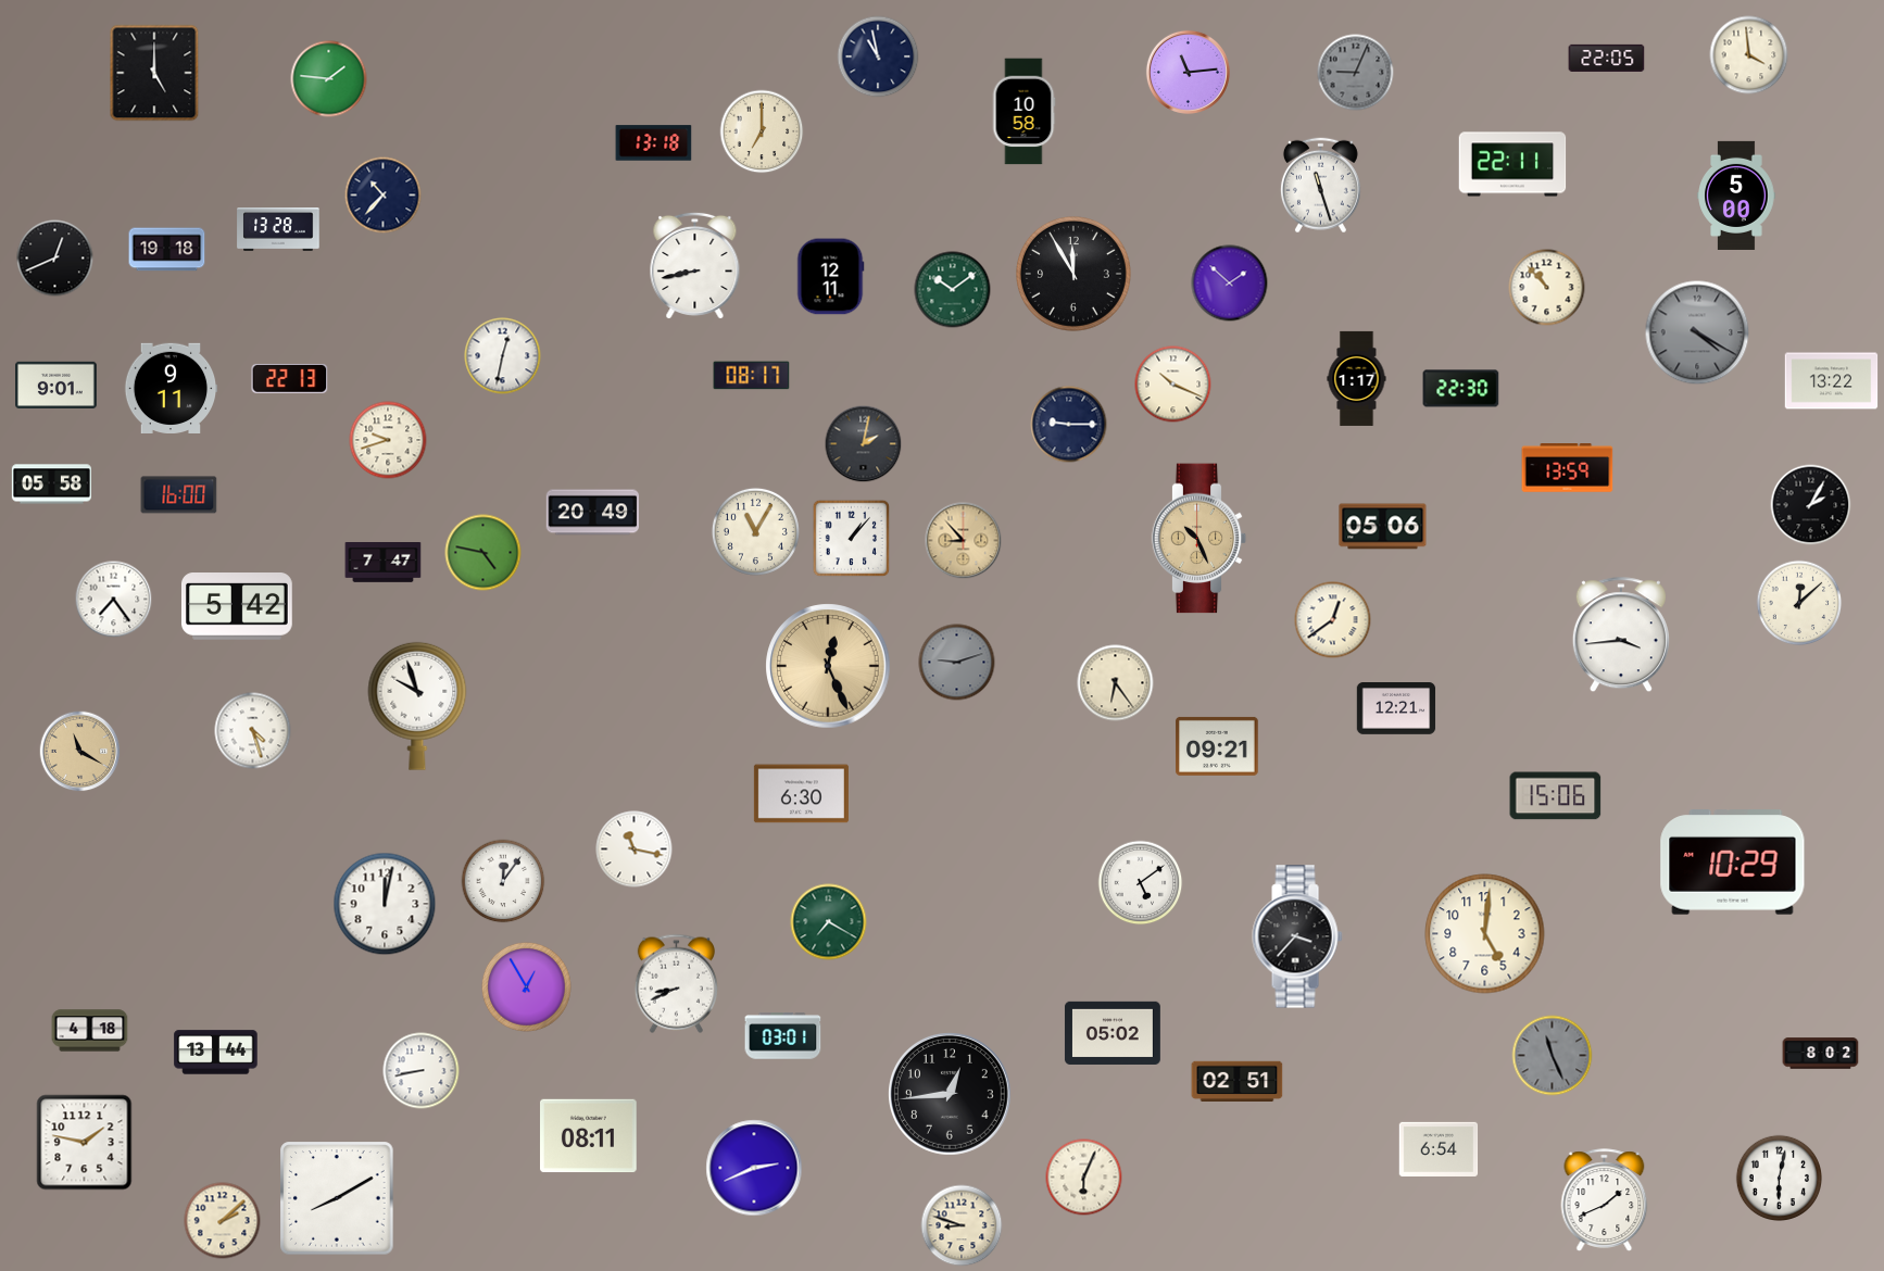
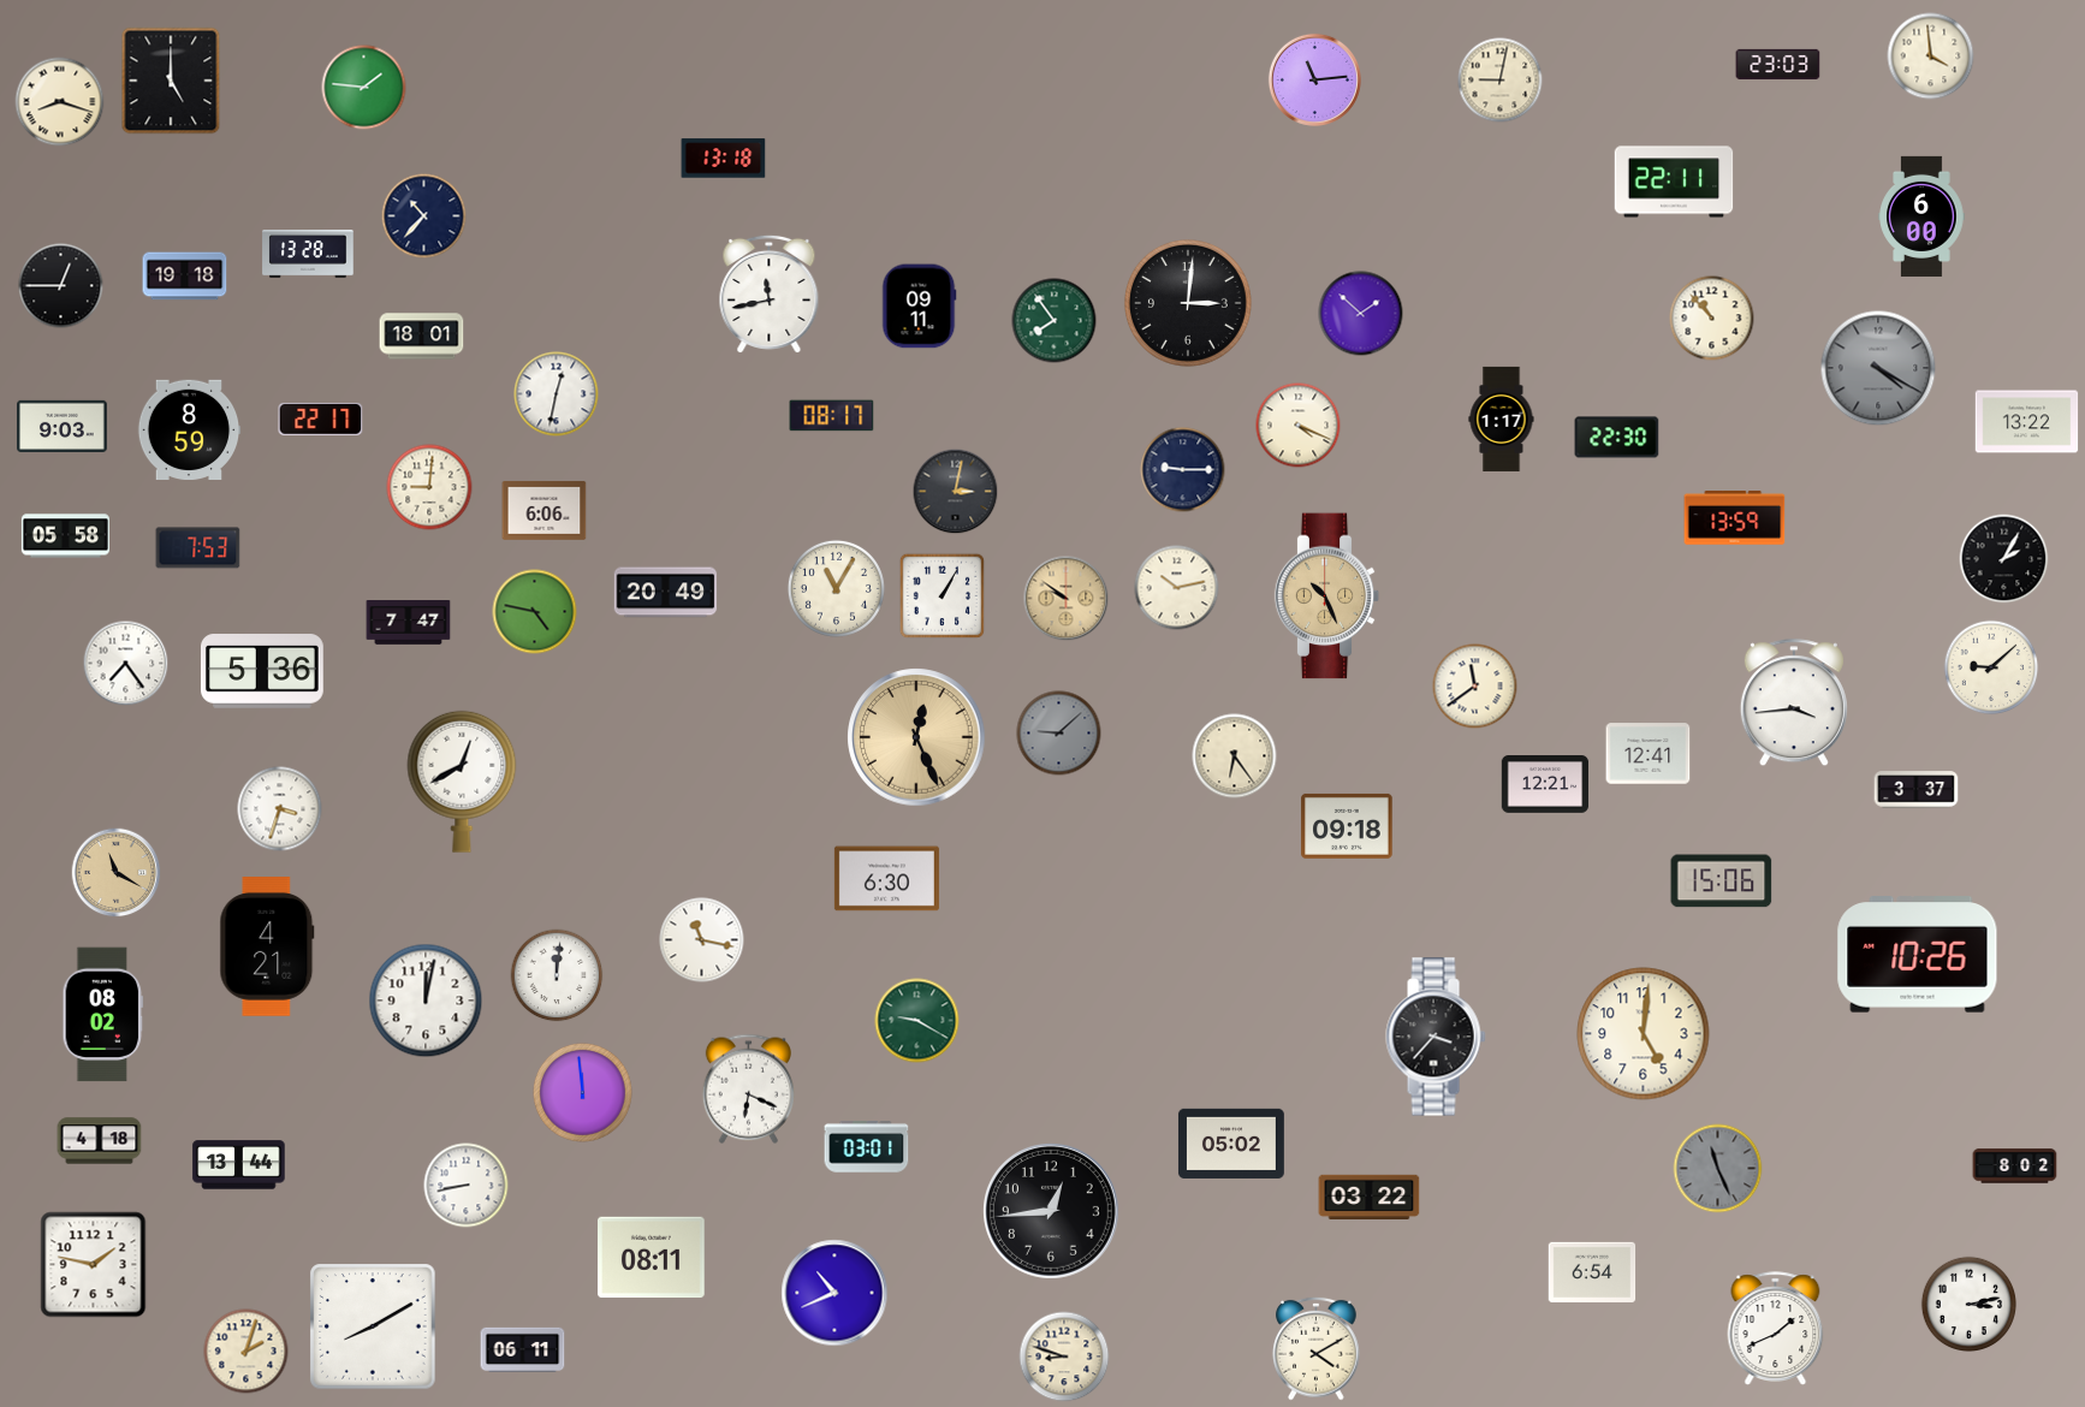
clock at (1749, 55) position: (1749, 55) -> (1931, 57)
clock at (878, 56): 10:58 -> none
clock at (1607, 58): 22:05 -> 23:03
clock at (1356, 73): 9:04 -> 9:02
clock at (1356, 73) dial: grey -> cream
clock at (60, 102): none -> 8:18
clock at (1023, 112): 10:58 -> none
clock at (762, 131): 7:00 -> none
clock at (1320, 186): 11:27 -> none
clock at (1736, 196): 5:00 -> 6:00
clock at (55, 259): 12:41 -> 12:45
clock at (695, 265): 8:43 -> 11:43
clock at (1073, 274): 11:55 -> 3:01
clock at (830, 277): 12:11 -> 09:11
clock at (953, 290): 10:09 -> 7:54
clock at (422, 337): none -> 18:01
clock at (290, 378): 22:13 -> 22:17
clock at (56, 385): 9:01 -> 9:03
clock at (1173, 385): 10:19 -> 4:19
clock at (171, 388): 9:11 -> 8:59
clock at (1461, 389) position: (1461, 389) -> (1617, 438)
clock at (388, 440): 9:42 -> 9:01
clock at (864, 444): 2:02 -> 3:02
clock at (545, 510): none -> 6:06
clock at (51, 485) position: (51, 485) -> (65, 536)
clock at (179, 495): 16:00 -> 7:53
clock at (593, 513) position: (593, 513) -> (666, 593)
clock at (1383, 527): 05:06 -> none
clock at (1177, 588): none -> 10:13
clock at (852, 539): 1:07 -> 1:05
clock at (964, 541): 8:53 -> 9:51
clock at (384, 563) position: (384, 563) -> (409, 623)
clock at (1799, 603): 12:08 -> 9:08
clock at (237, 607): 5:42 -> 5:36
clock at (1333, 620): 12:39 -> 11:39
clock at (957, 663): 9:12 -> 9:08
clock at (1649, 754): none -> 12:41
clock at (417, 706): 9:57 -> 12:40
clock at (1917, 790): none -> 3:37
clock at (253, 731): 4:27 -> 3:33
clock at (1217, 746): 09:21 -> 09:18
clock at (80, 752) position: (80, 752) -> (117, 873)
clock at (267, 946): none -> 4:21
clock at (1733, 863): 10:29 -> 10:26
clock at (503, 881): 12:06 -> 12:01
clock at (1141, 883): 5:09 -> none
clock at (103, 1015): none -> 08:02
clock at (829, 922): 7:20 -> 9:20
clock at (676, 983): 8:41 -> 6:19
clock at (526, 986): 12:55 -> 11:59
clock at (1238, 1081): 02:51 -> 03:22
clock at (754, 1168): 2:41 -> 10:41
clock at (1084, 1178): 6:04 -> none
clock at (1779, 1178): 6:02 -> 3:13
clock at (1317, 1348): none -> 4:10
clock at (523, 1349): none -> 06:11
clock at (223, 1221): 2:08 -> 2:03
